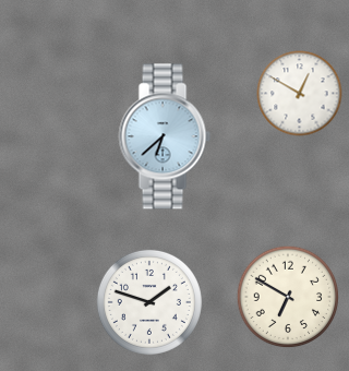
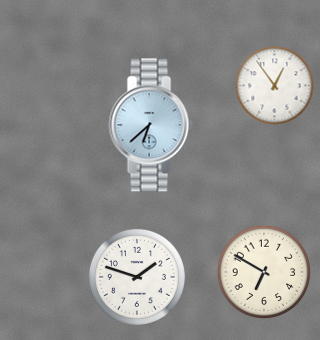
clock at (300, 94): 12:50 -> 12:54
